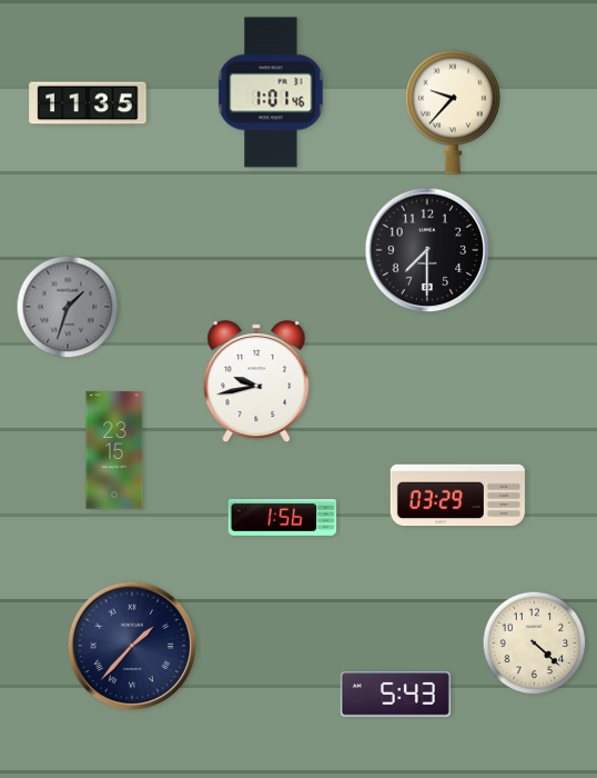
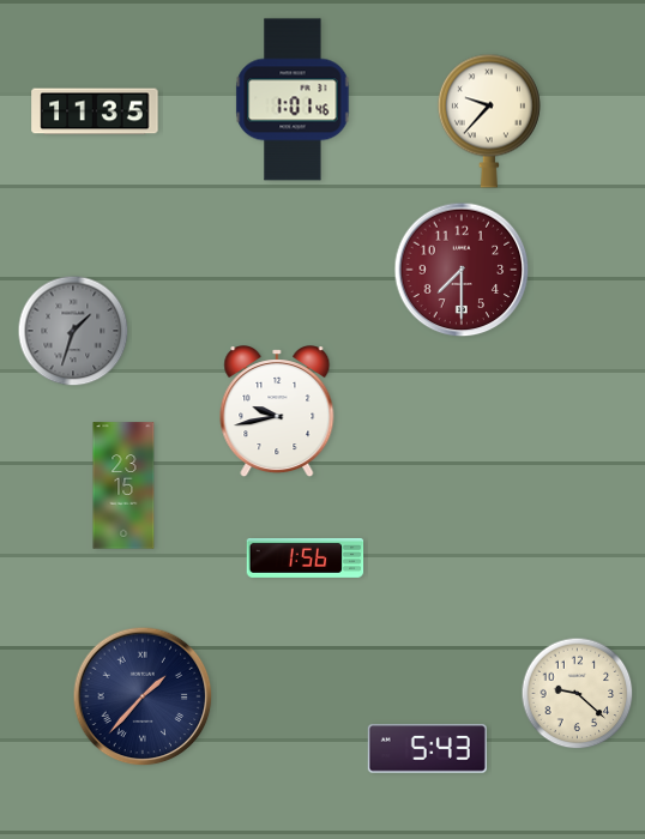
clock at (427, 250) dial: black -> burgundy
clock at (457, 496): 03:29 -> none
clock at (535, 644): 4:22 -> 9:22
